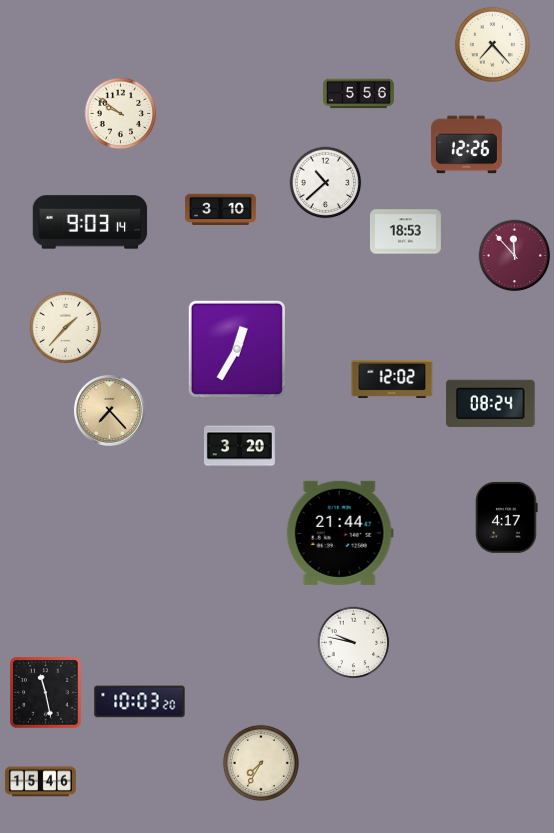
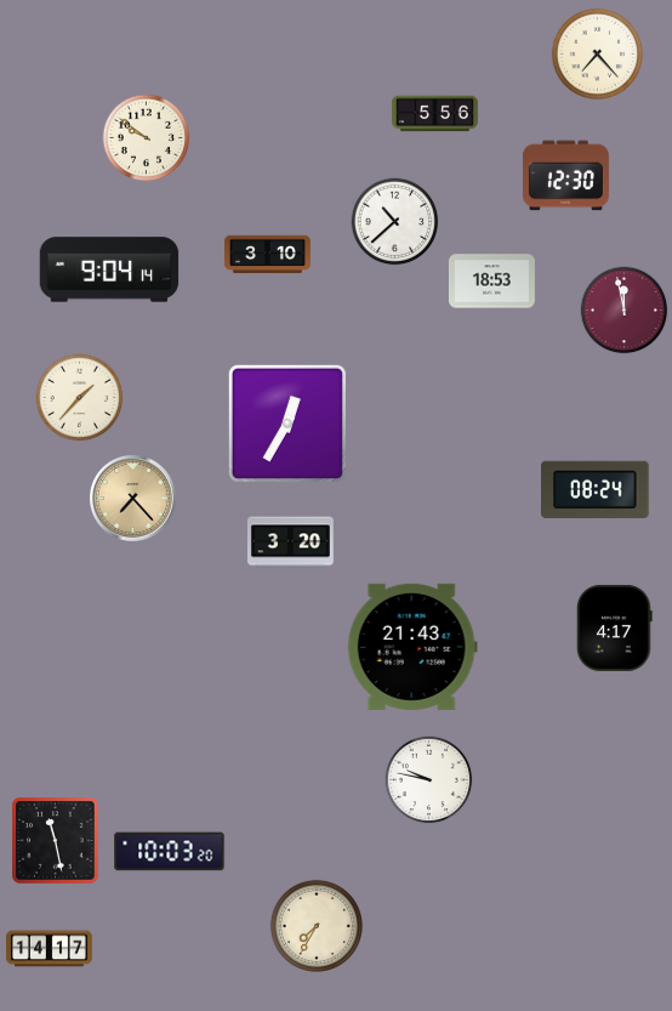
clock at (466, 145): 12:26 -> 12:30
clock at (90, 222): 9:03 -> 9:04
clock at (515, 256): 11:53 -> 11:58
clock at (392, 379): 12:02 -> none
clock at (340, 533): 21:44 -> 21:43
clock at (40, 782): 15:46 -> 14:17
